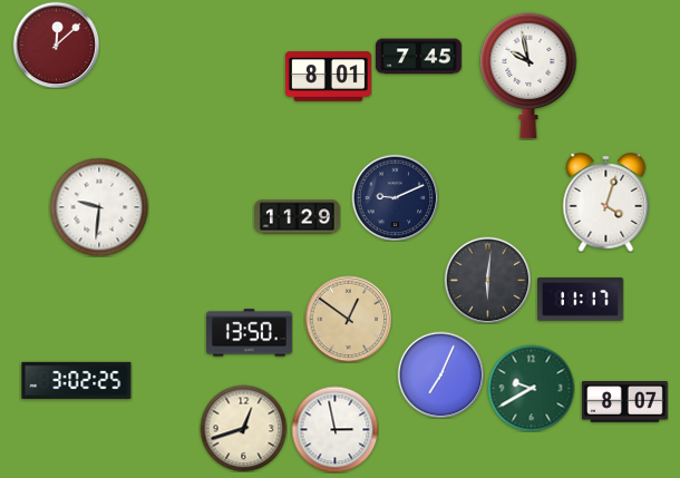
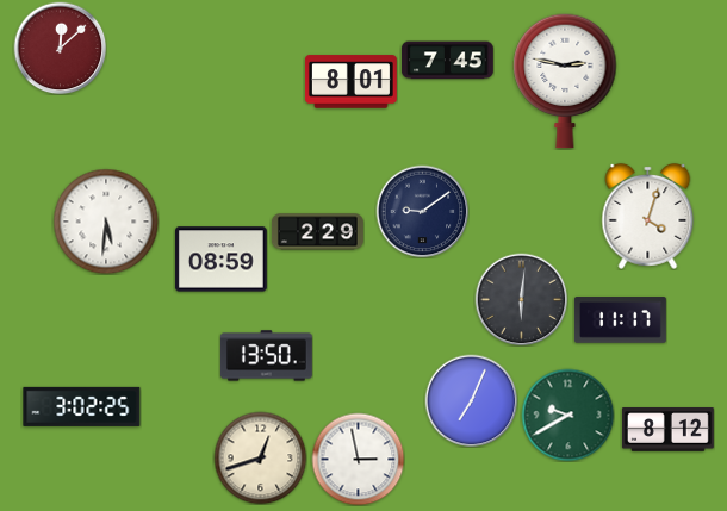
clock at (528, 76): 9:58 -> 2:47
clock at (395, 197): 9:11 -> 9:09
clock at (99, 207): 9:31 -> 5:31
clock at (297, 217): 11:29 -> 2:29
clock at (220, 260): none -> 08:59
clock at (348, 319): 12:51 -> none
clock at (624, 402): 8:07 -> 8:12
